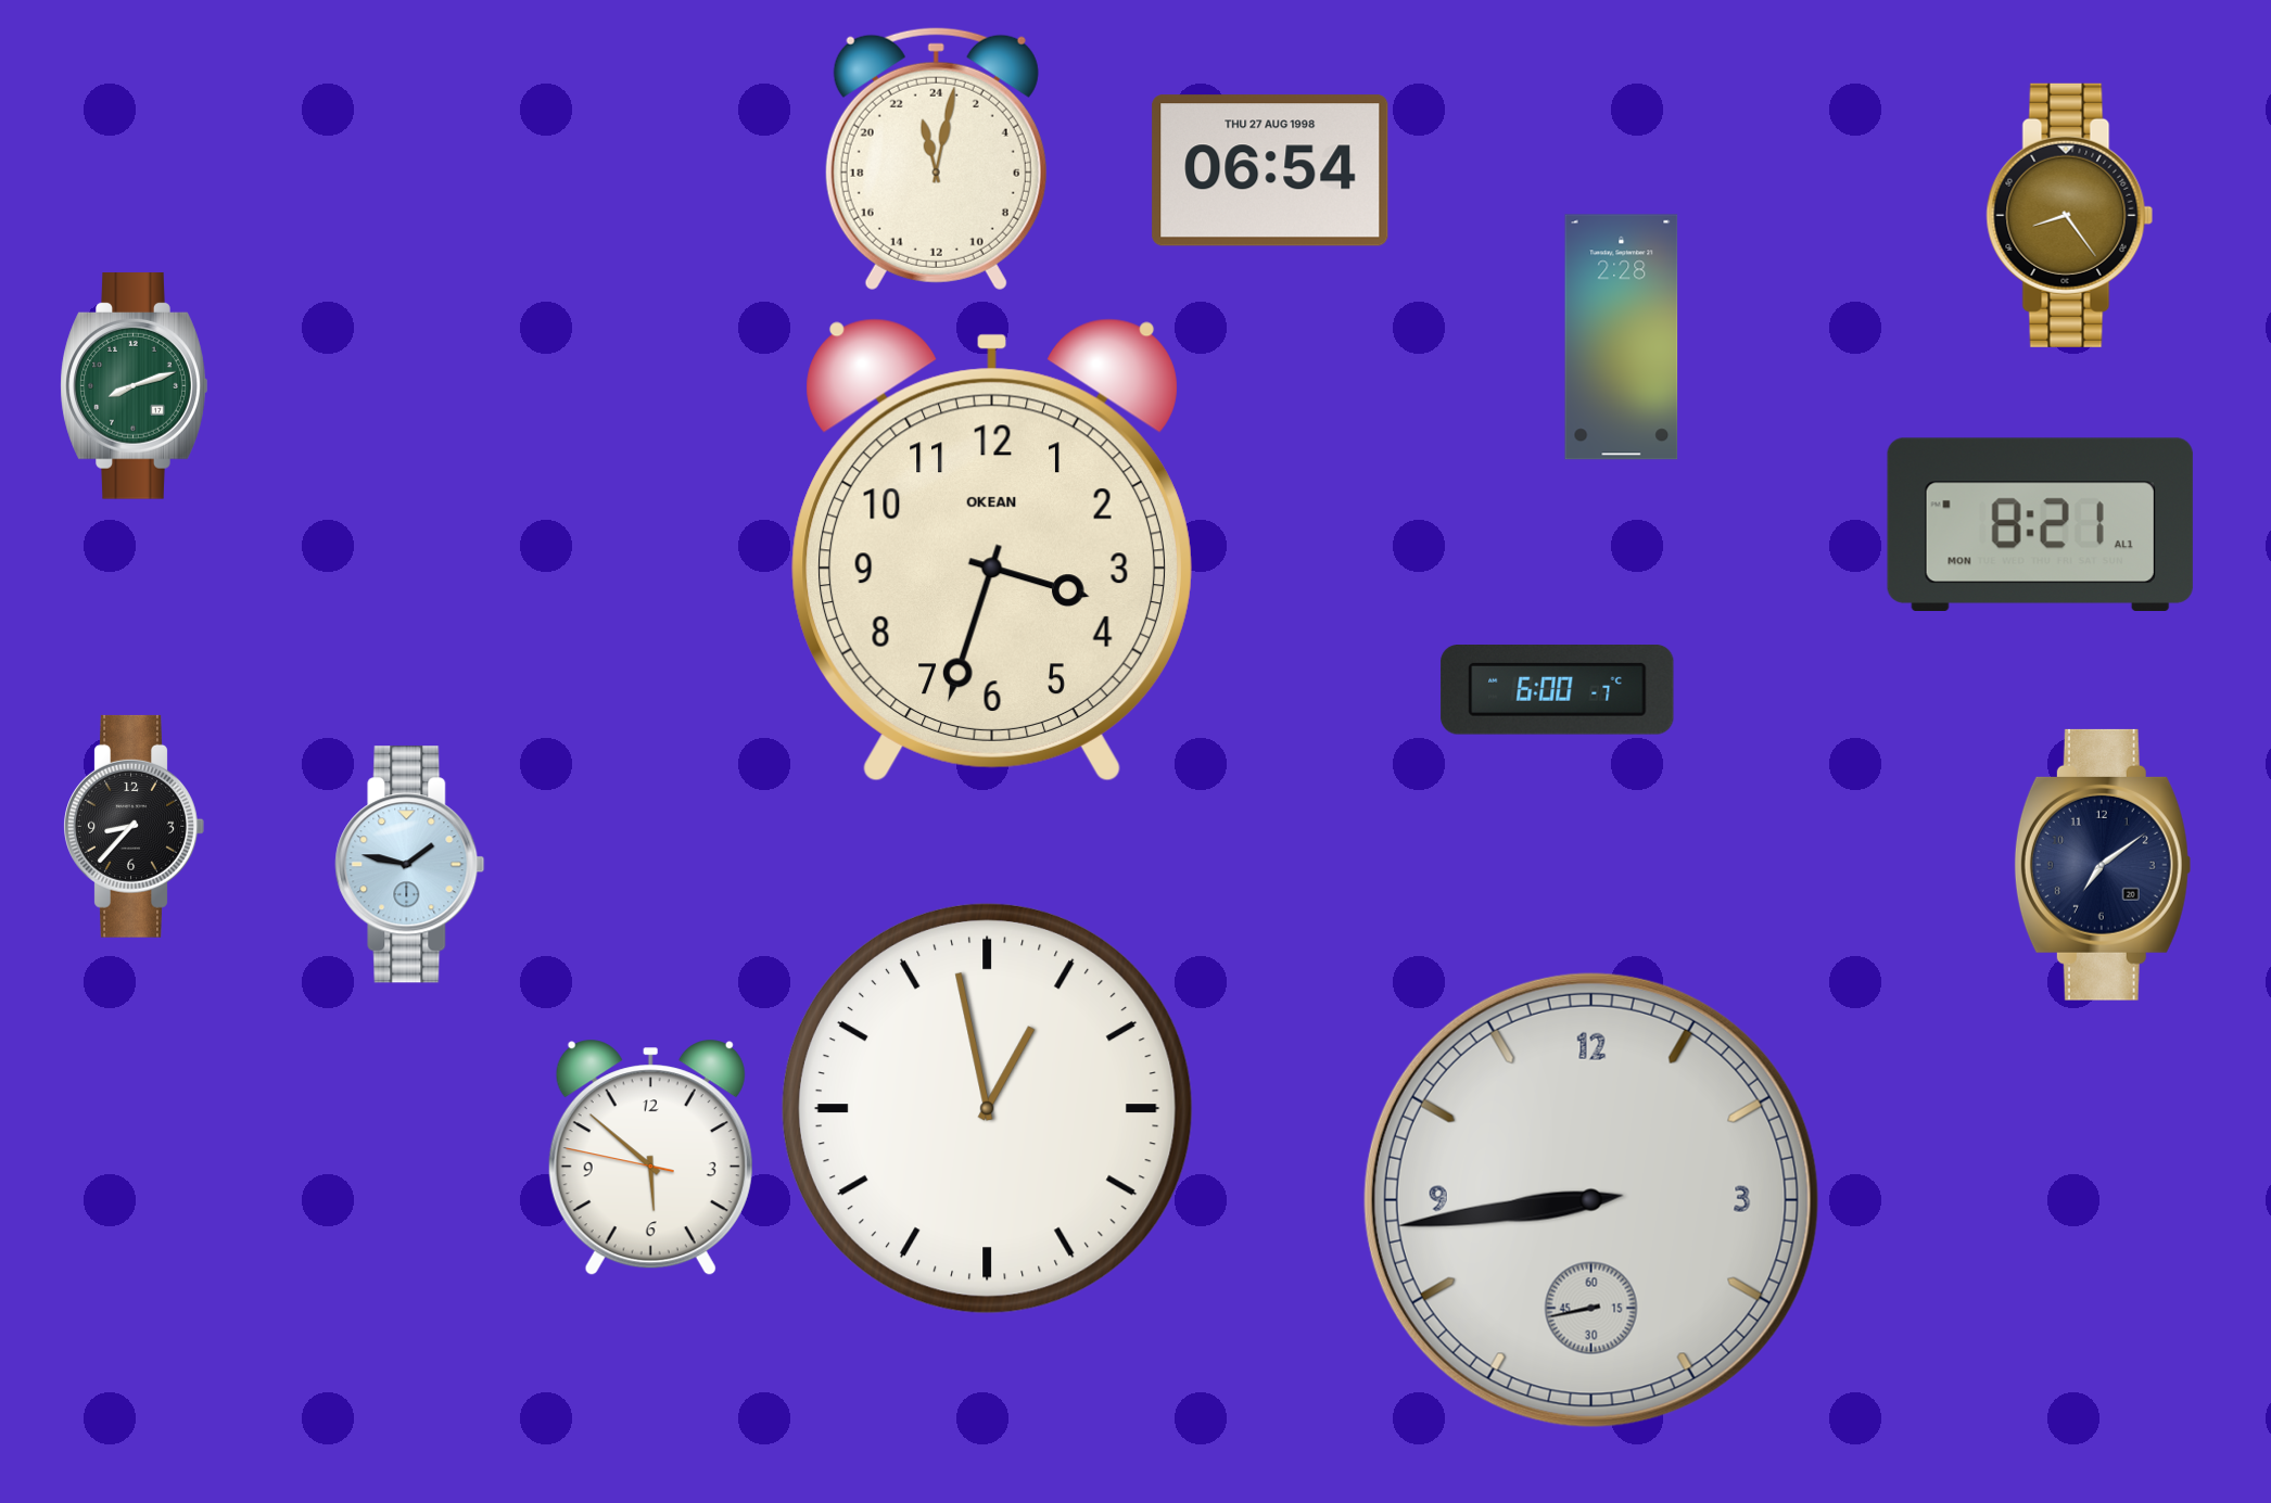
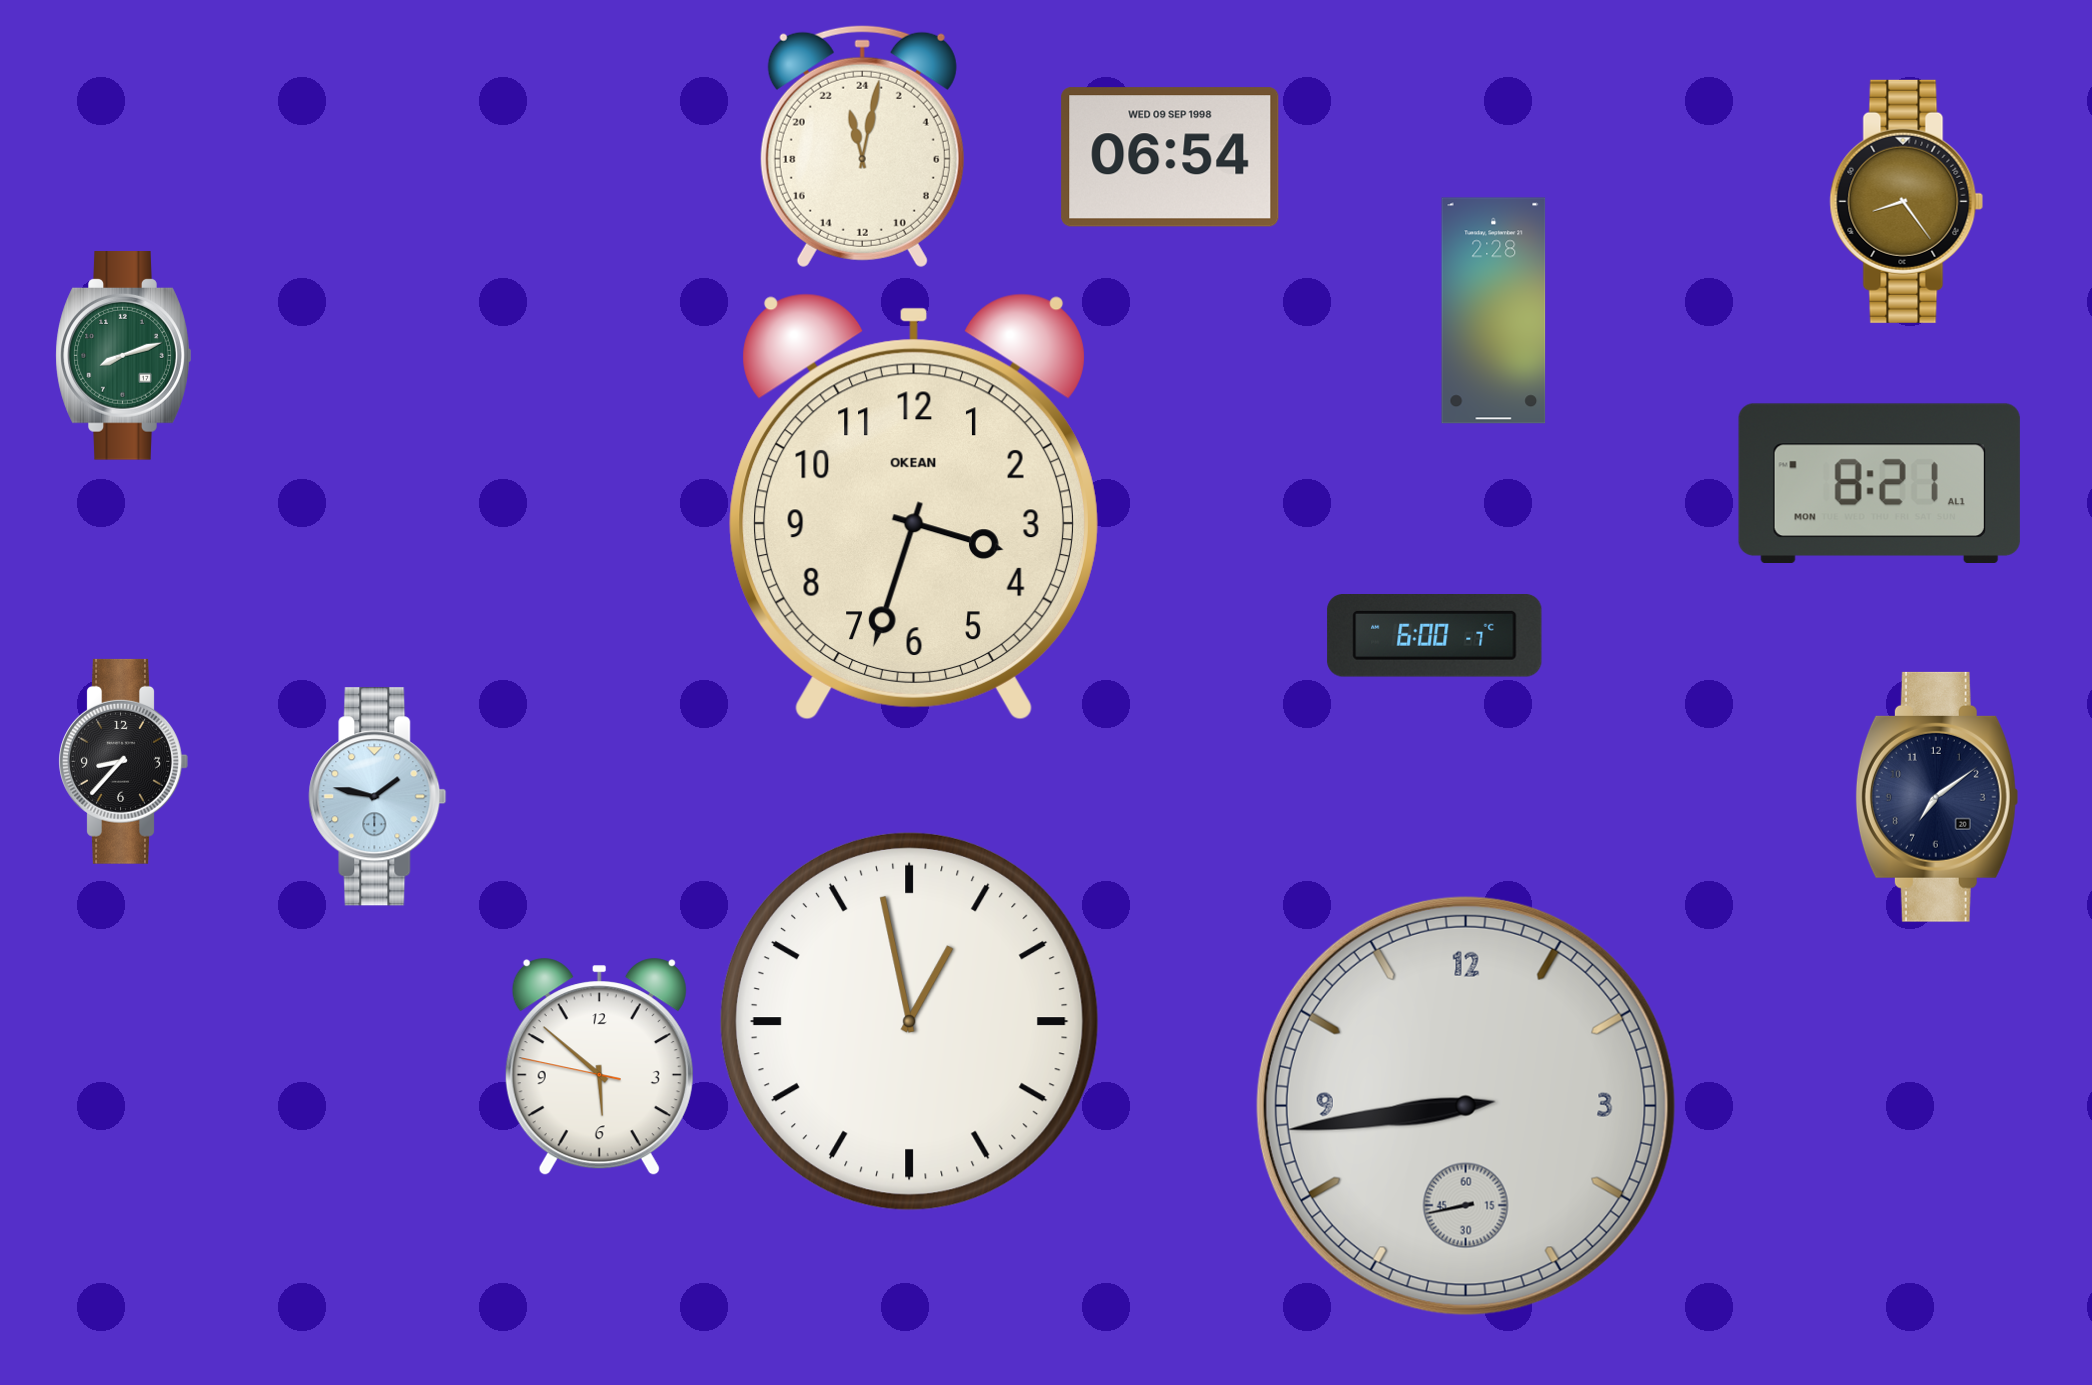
clock at (1270, 170) date: THU 27 AUG 1998 -> WED 09 SEP 1998
clock at (2070, 215) position: (2070, 215) -> (1907, 201)
